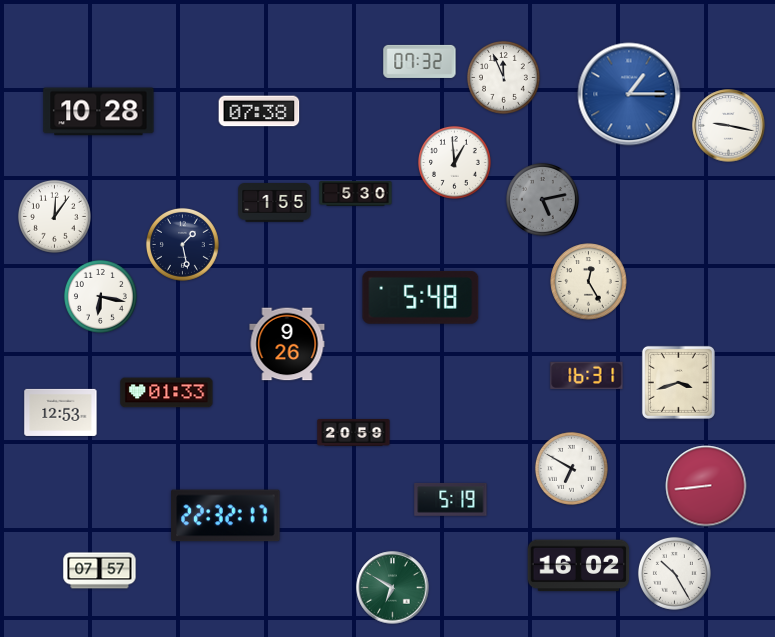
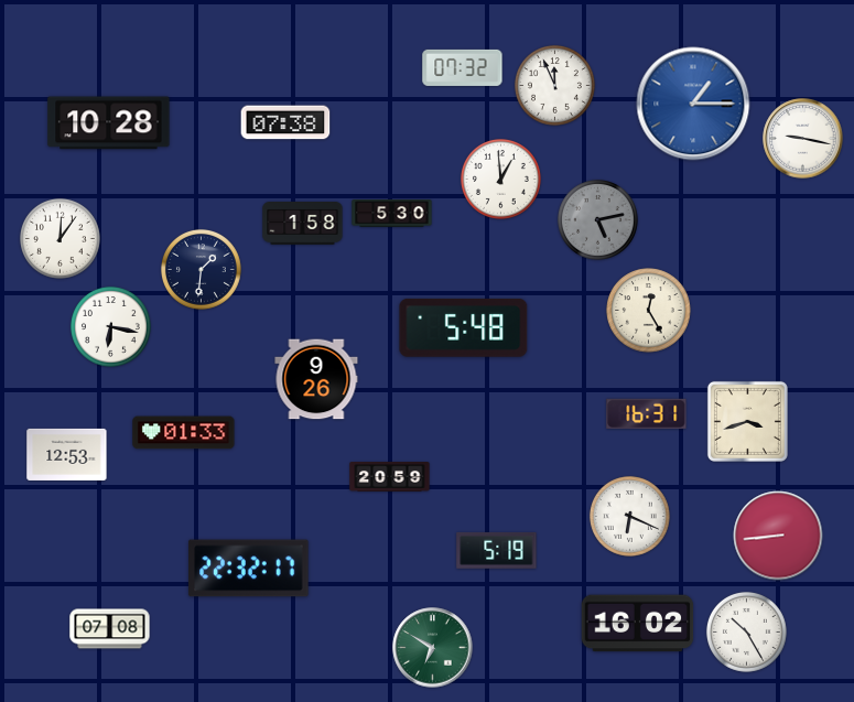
clock at (275, 203): 1:55 -> 1:58
clock at (182, 244): 1:28 -> 1:31
clock at (571, 468): 6:50 -> 6:19
clock at (100, 571): 07:57 -> 07:08
clock at (674, 573) position: (674, 573) -> (746, 631)
